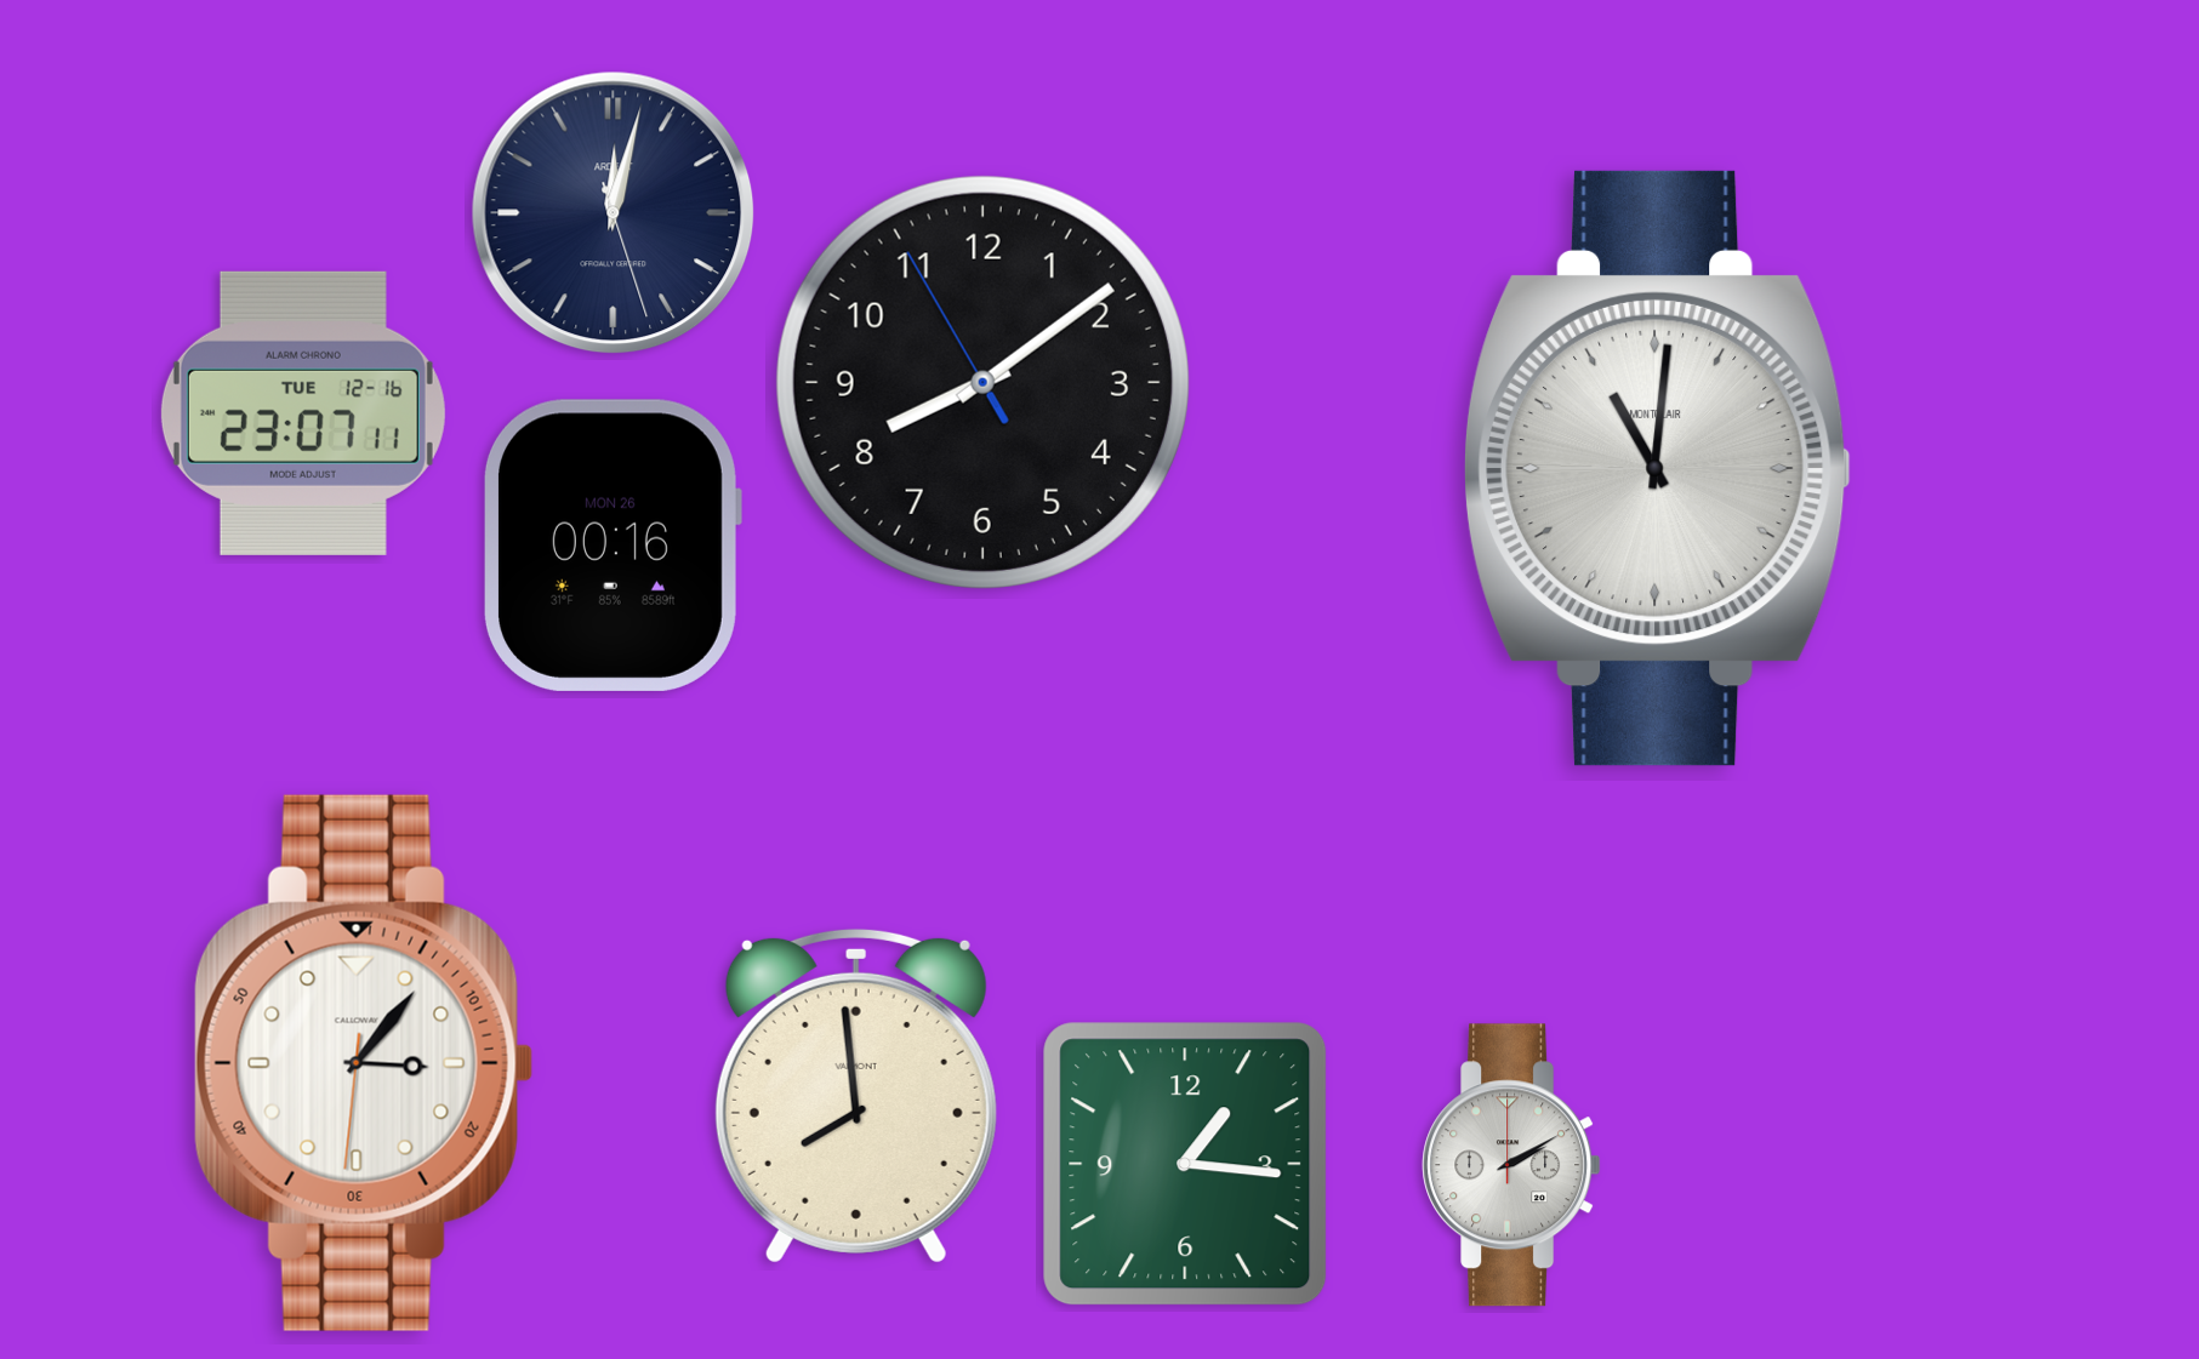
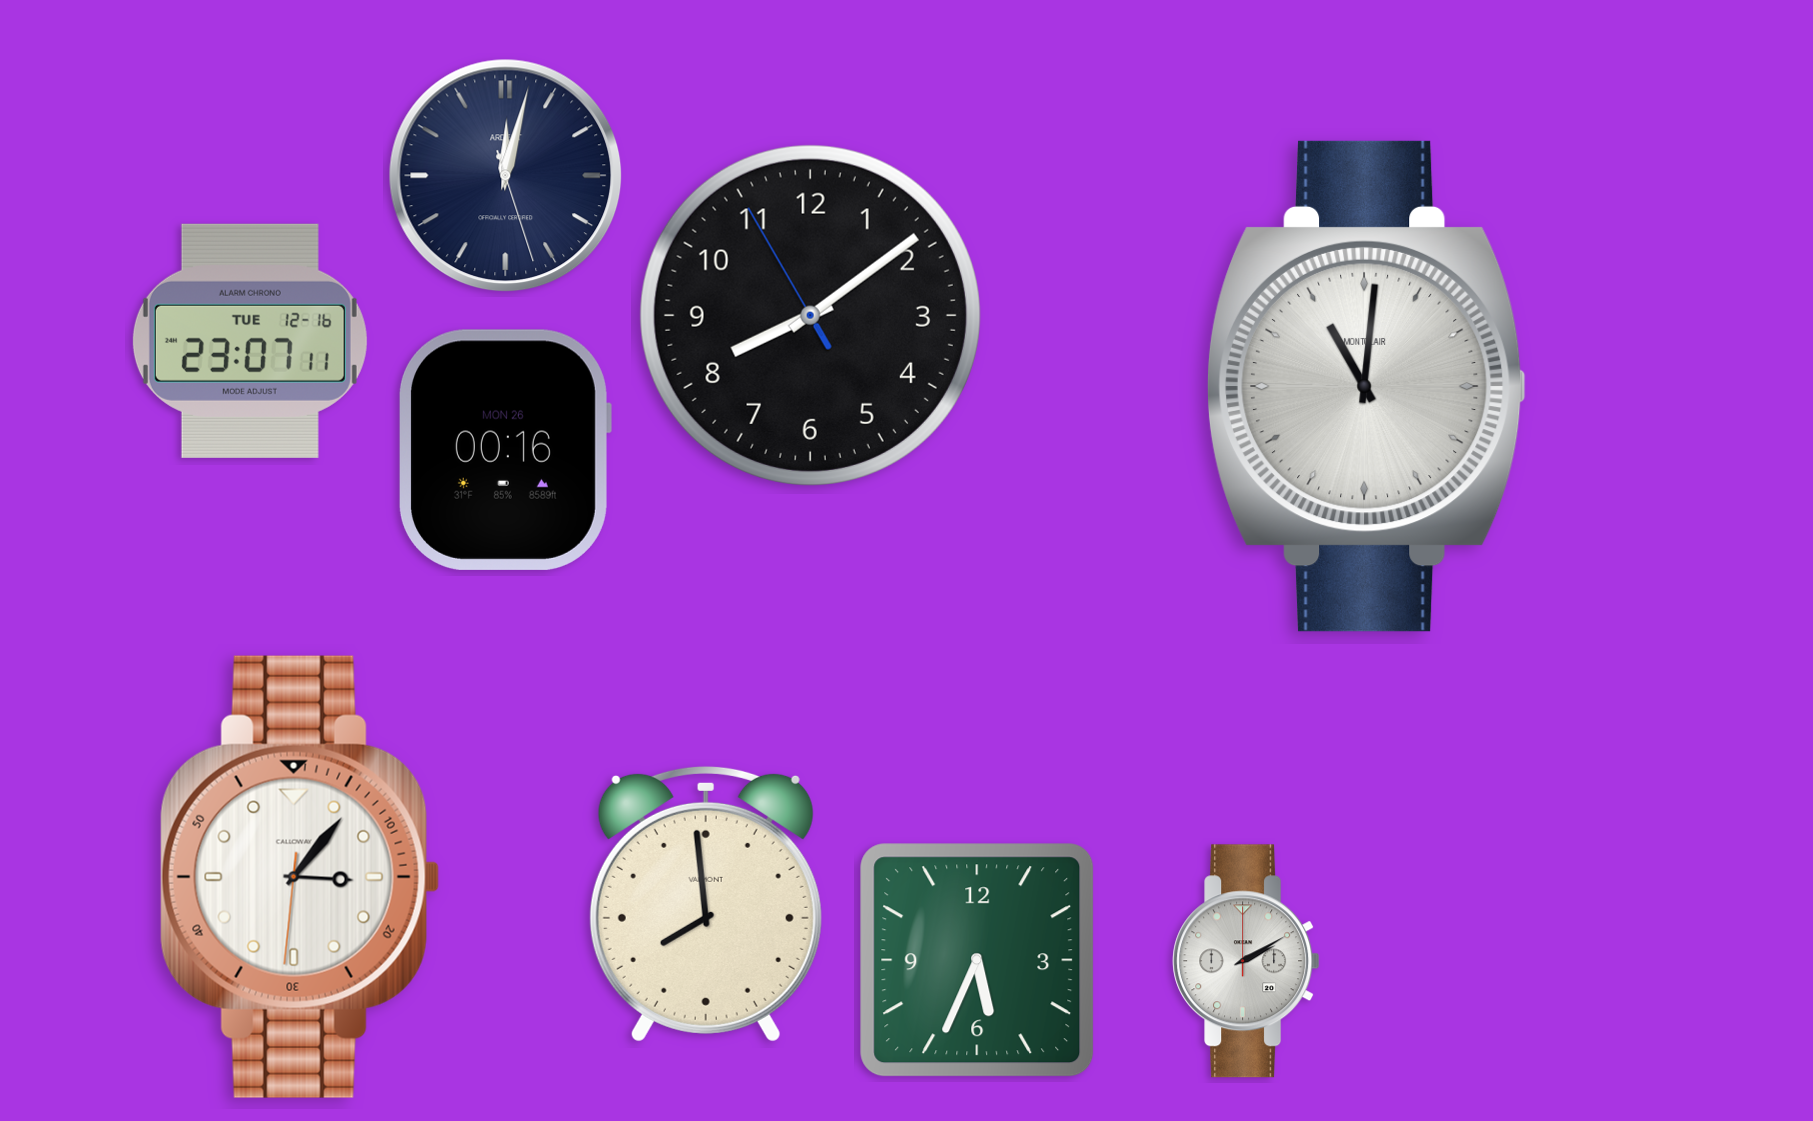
clock at (1185, 1164): 1:16 -> 5:34
